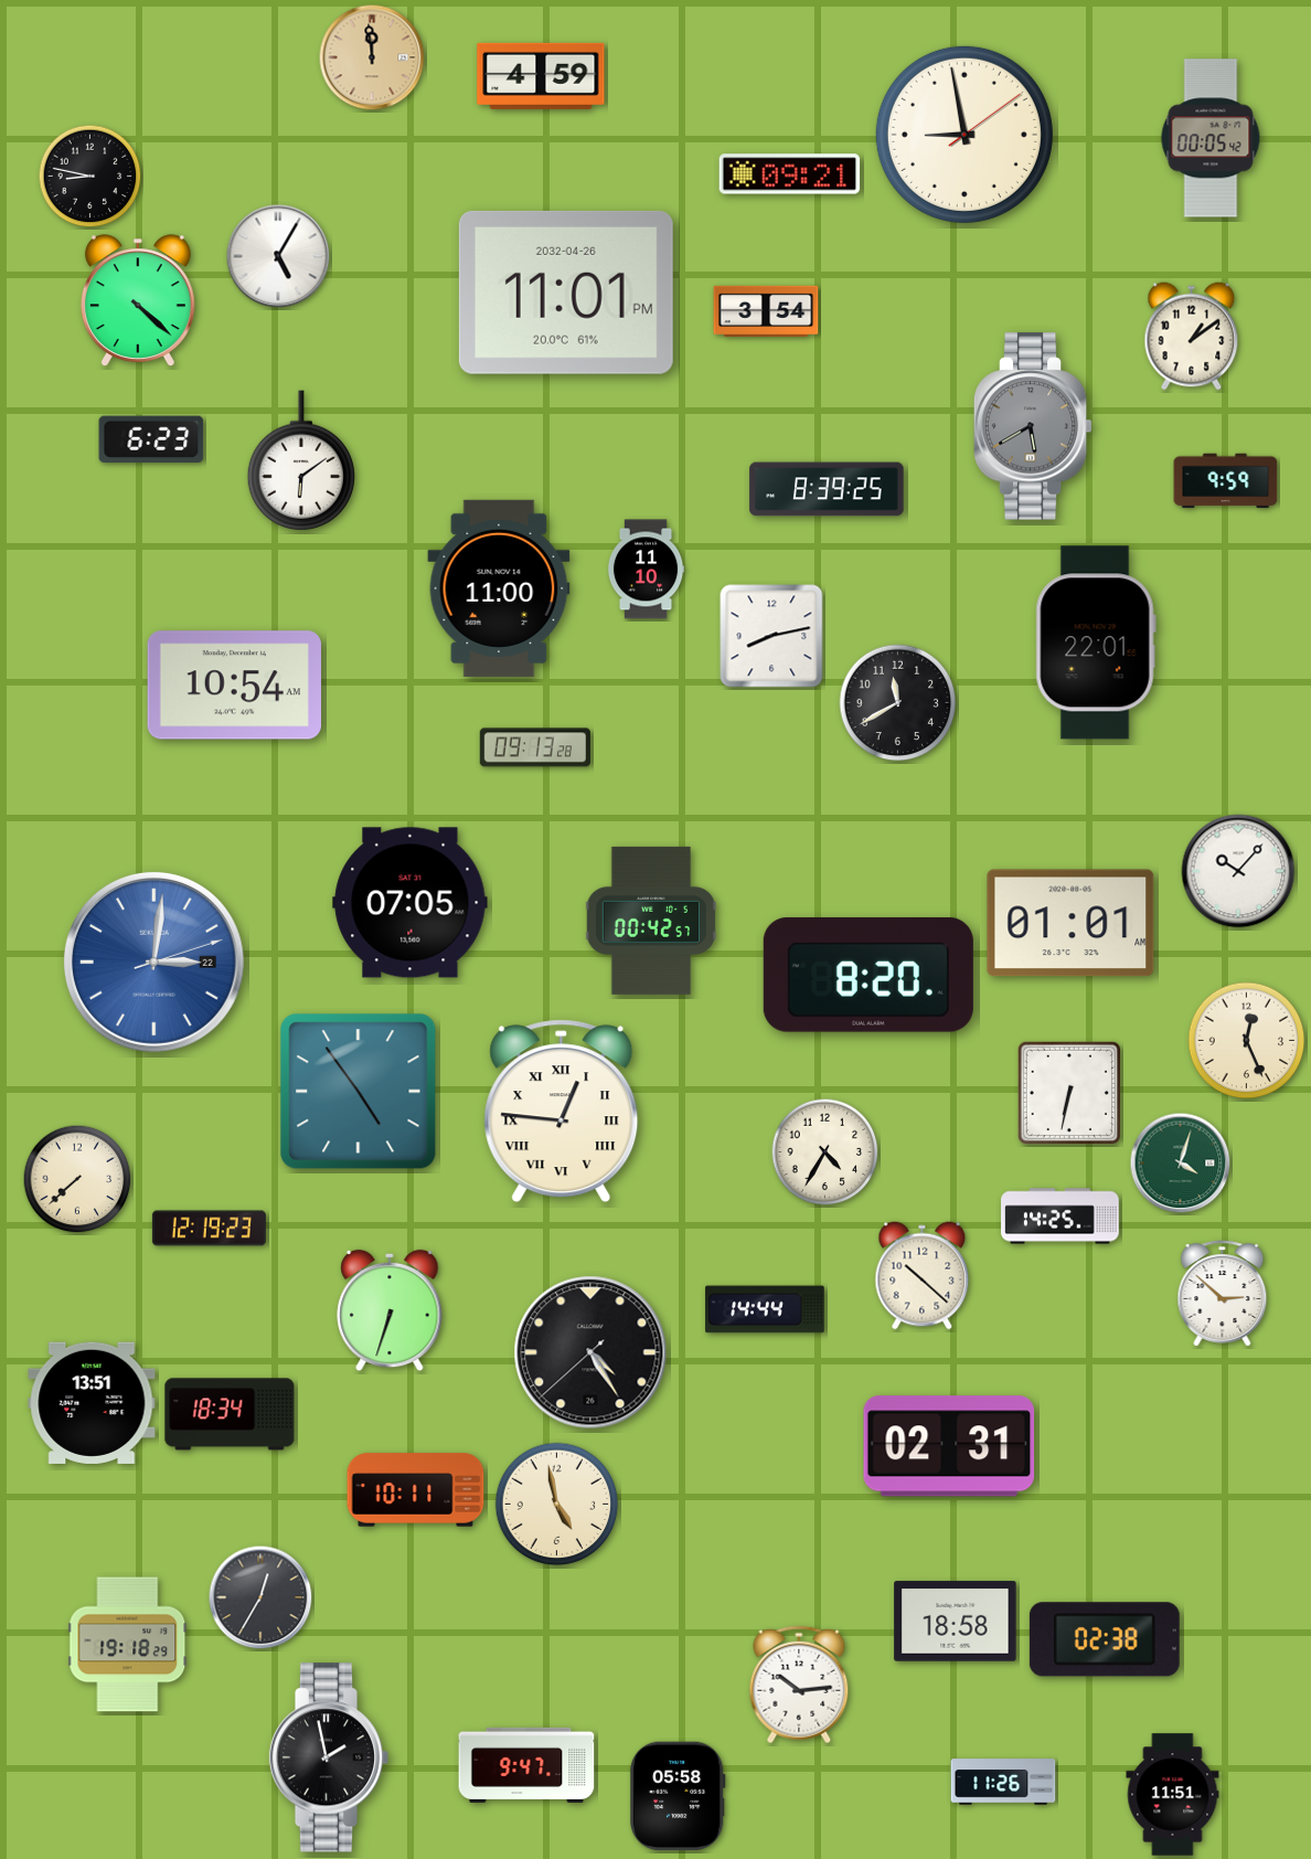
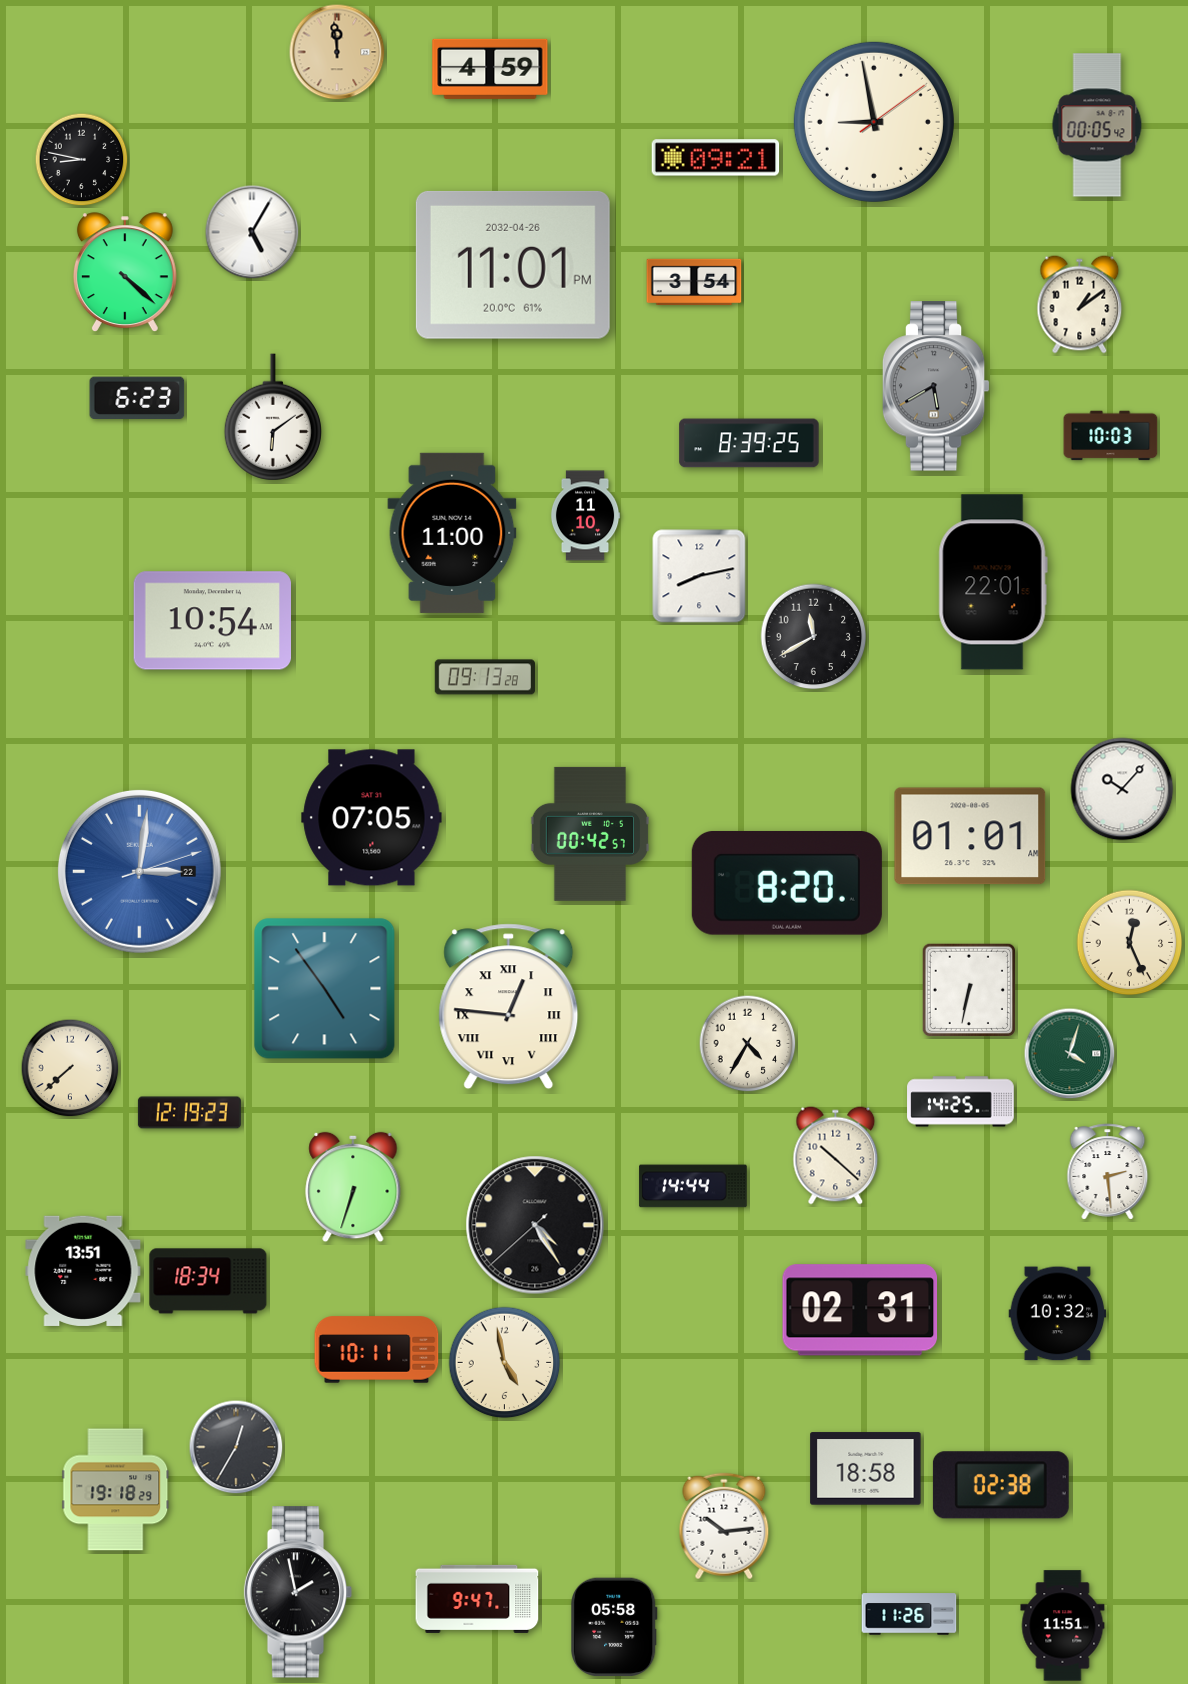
clock at (1226, 481): 9:59 -> 10:03
clock at (1223, 1294): 2:52 -> 2:29
clock at (1058, 1314): none -> 10:32
